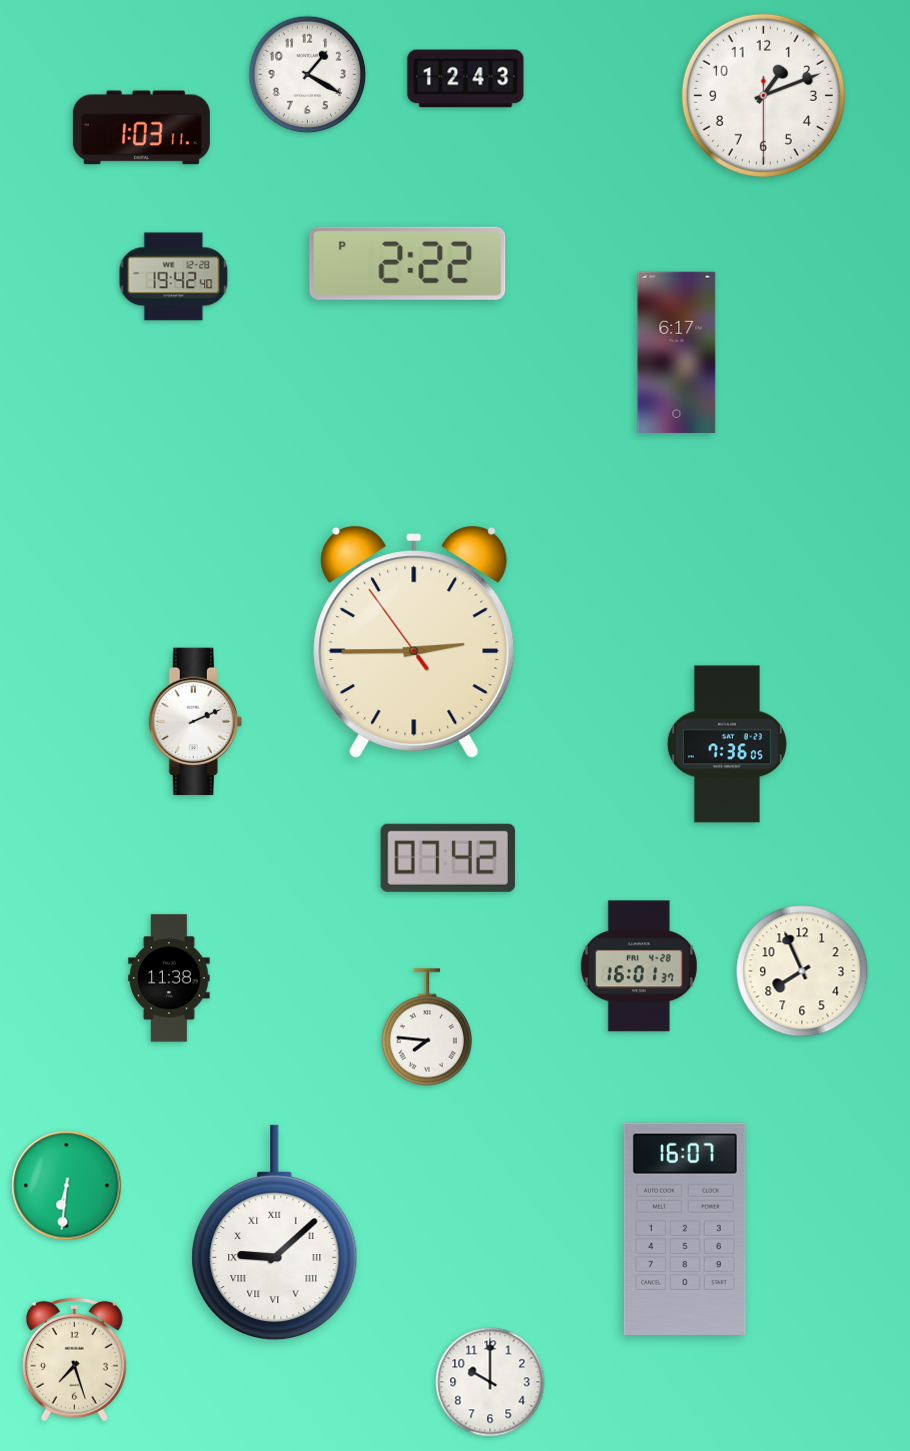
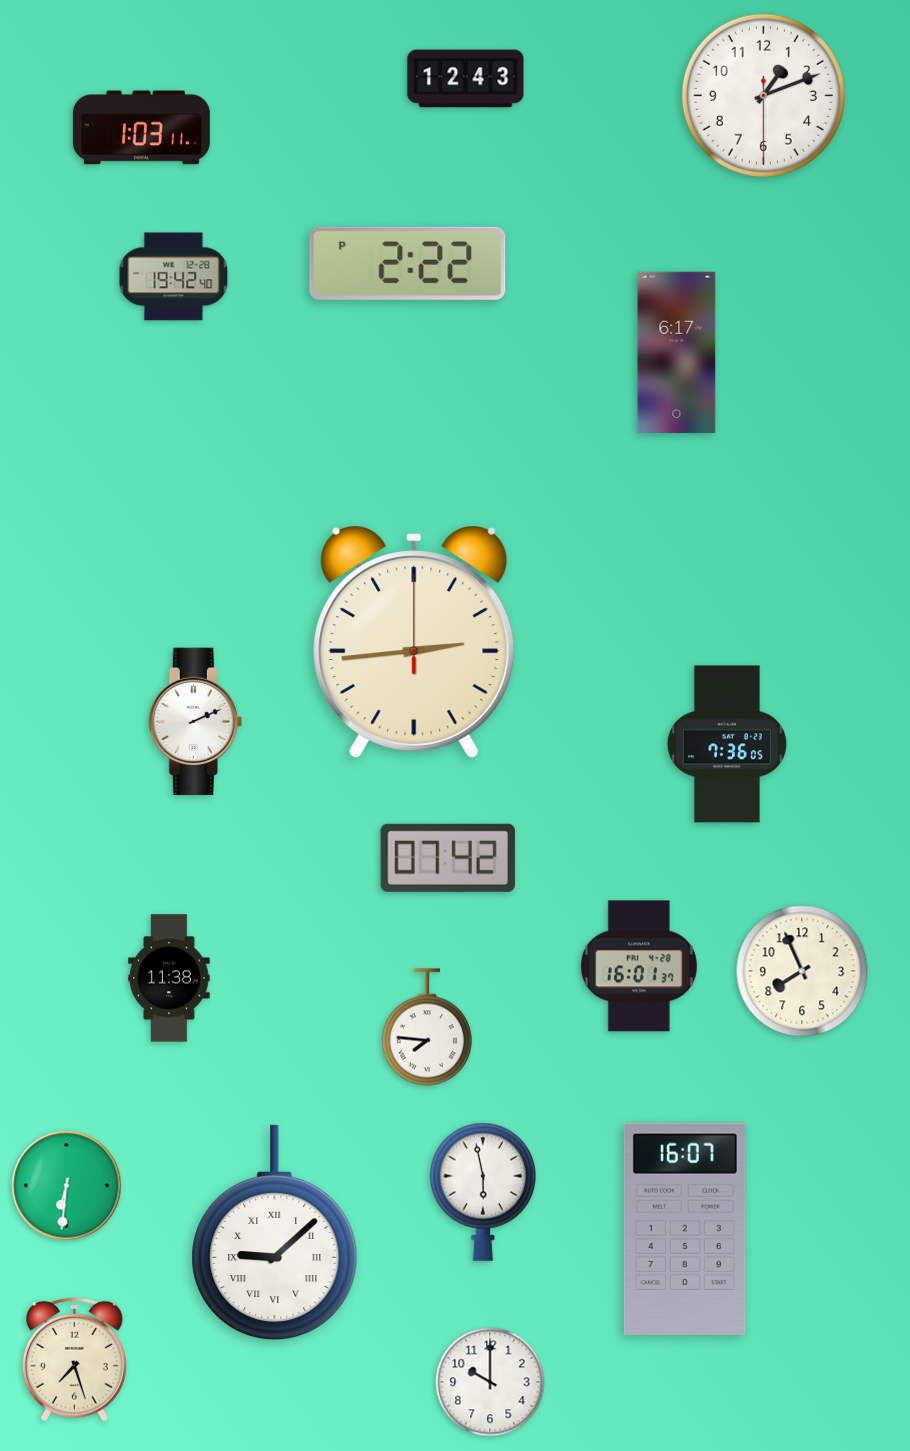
clock at (308, 75): 1:20 -> none
clock at (414, 642): 2:44:54 -> 2:44:00
clock at (482, 1192): none -> 5:58
